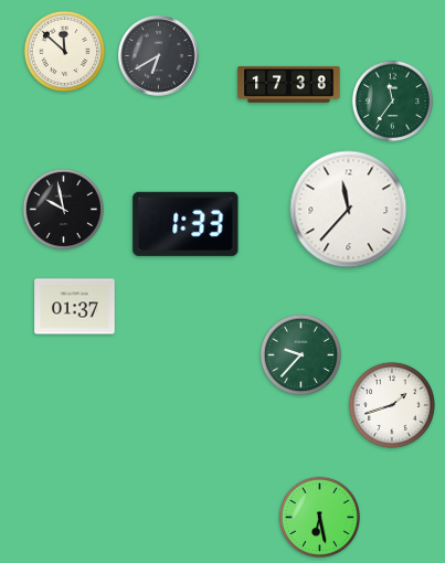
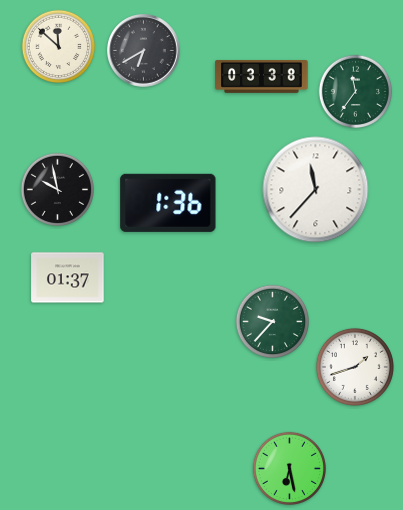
clock at (289, 84): 17:38 -> 03:38
clock at (186, 224): 1:33 -> 1:36
